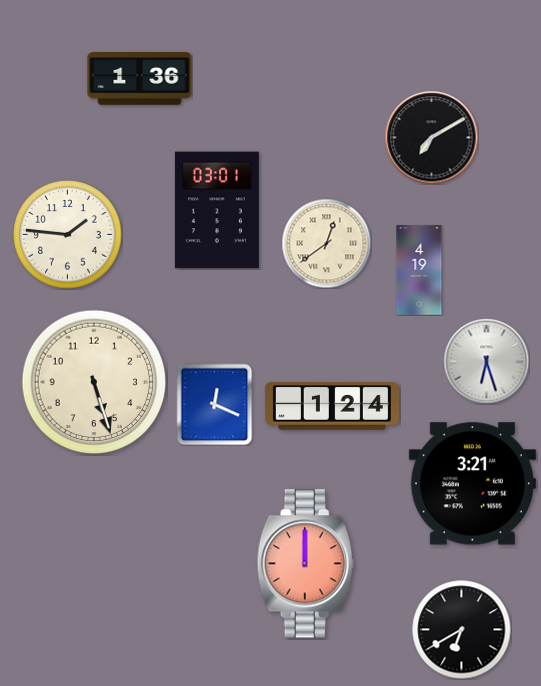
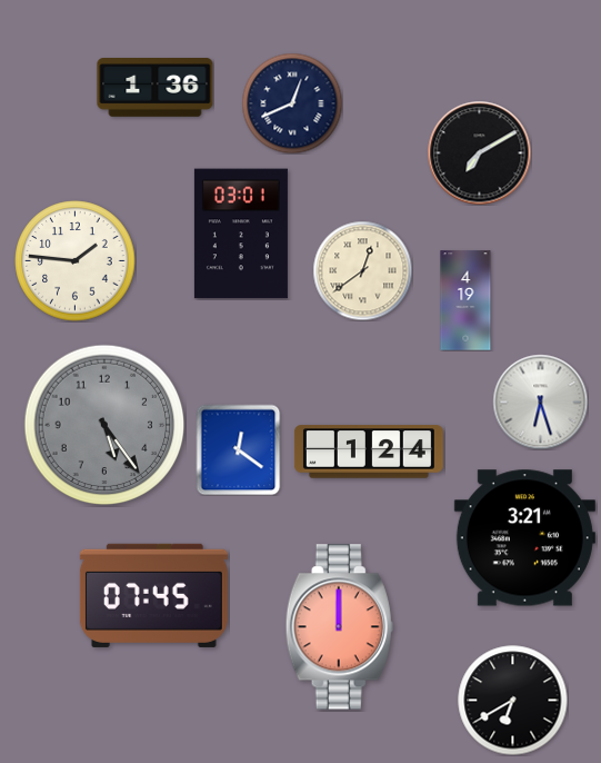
clock at (292, 103): none -> 12:41
clock at (94, 382): 5:27 -> 5:24
clock at (94, 382) dial: cream -> grey
clock at (215, 404): 12:19 -> 12:21
clock at (153, 595): none -> 07:45
